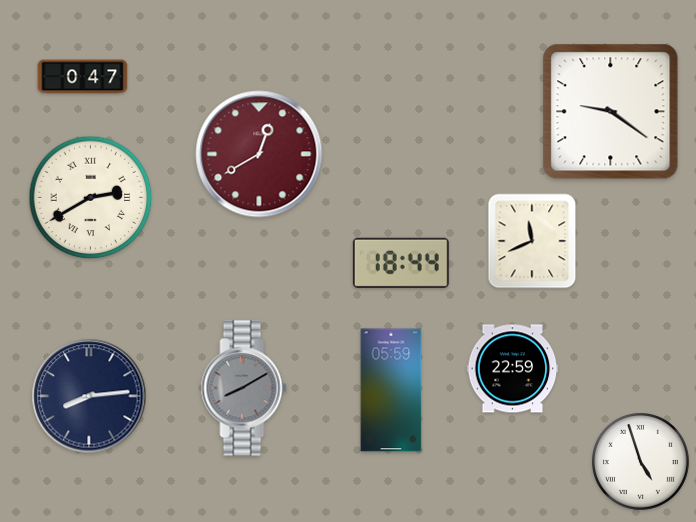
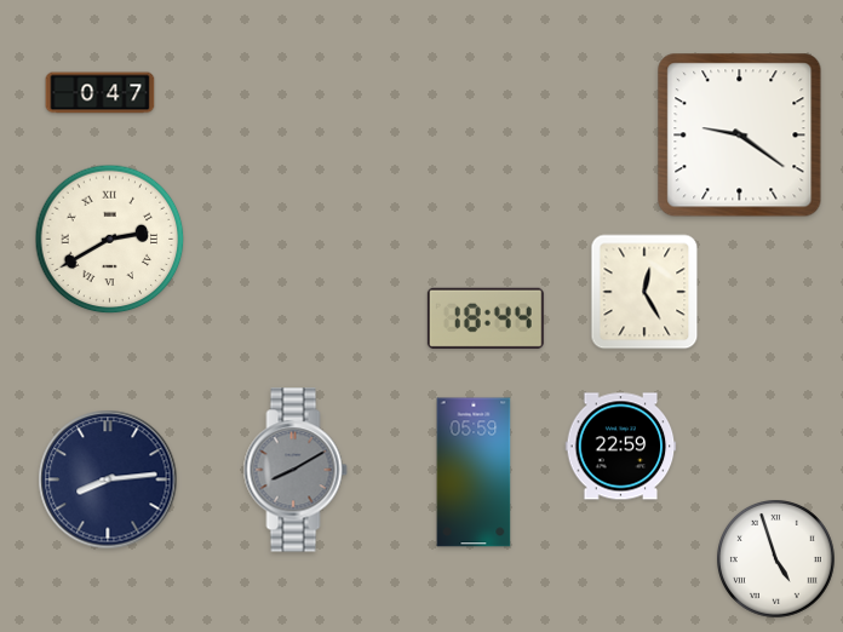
clock at (259, 154): 12:40 -> none
clock at (532, 241): 11:41 -> 12:25
